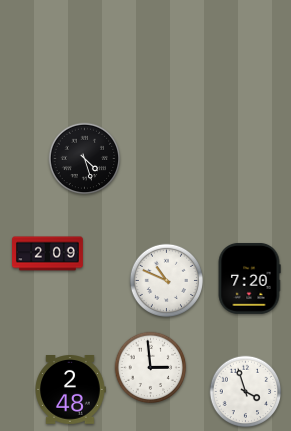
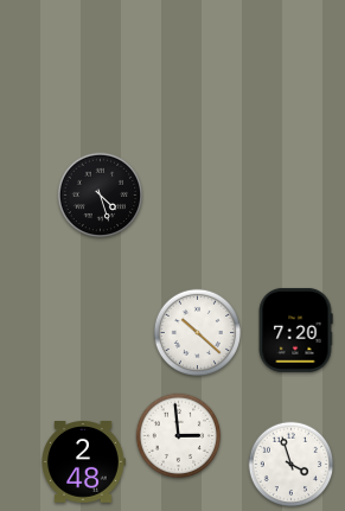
clock at (85, 159) position: (85, 159) -> (101, 196)
clock at (48, 254): 2:09 -> none
clock at (166, 280): 10:49 -> 10:22
